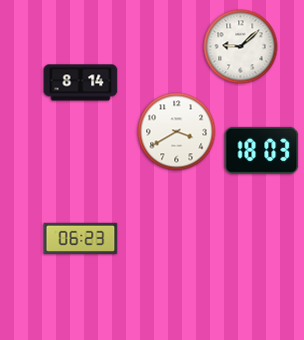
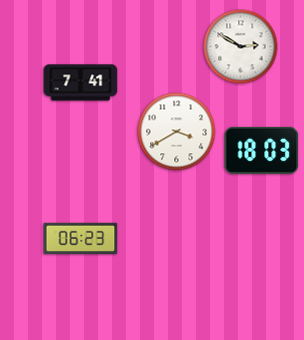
clock at (241, 47): 9:08 -> 2:50
clock at (81, 83): 8:14 -> 7:41
